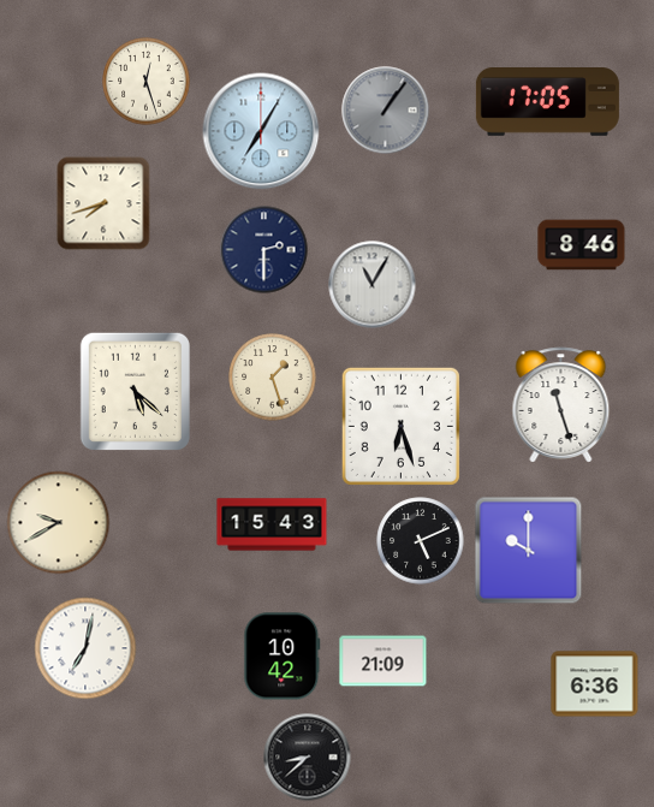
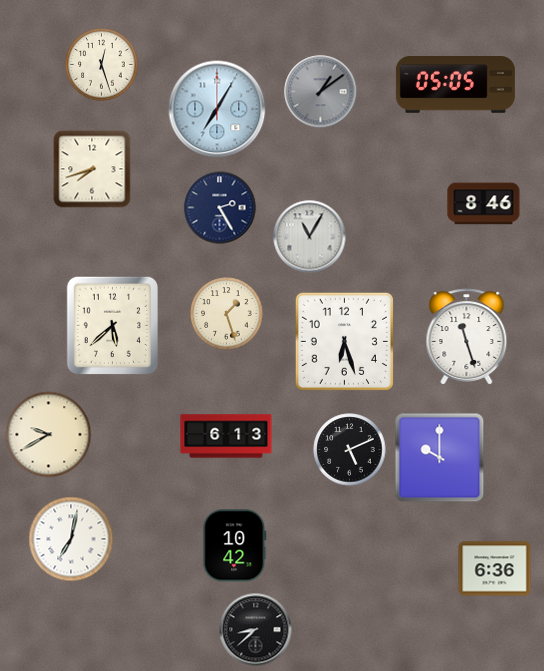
clock at (147, 82) position: (147, 82) -> (102, 65)
clock at (547, 102): 17:05 -> 05:05
clock at (386, 111): 1:06 -> 1:09
clock at (103, 203) position: (103, 203) -> (92, 169)
clock at (264, 250): 2:30 -> 2:25
clock at (135, 391): 5:22 -> 5:38
clock at (400, 426) position: (400, 426) -> (344, 341)
clock at (272, 524): 15:43 -> 6:13
clock at (384, 661): 21:09 -> none
